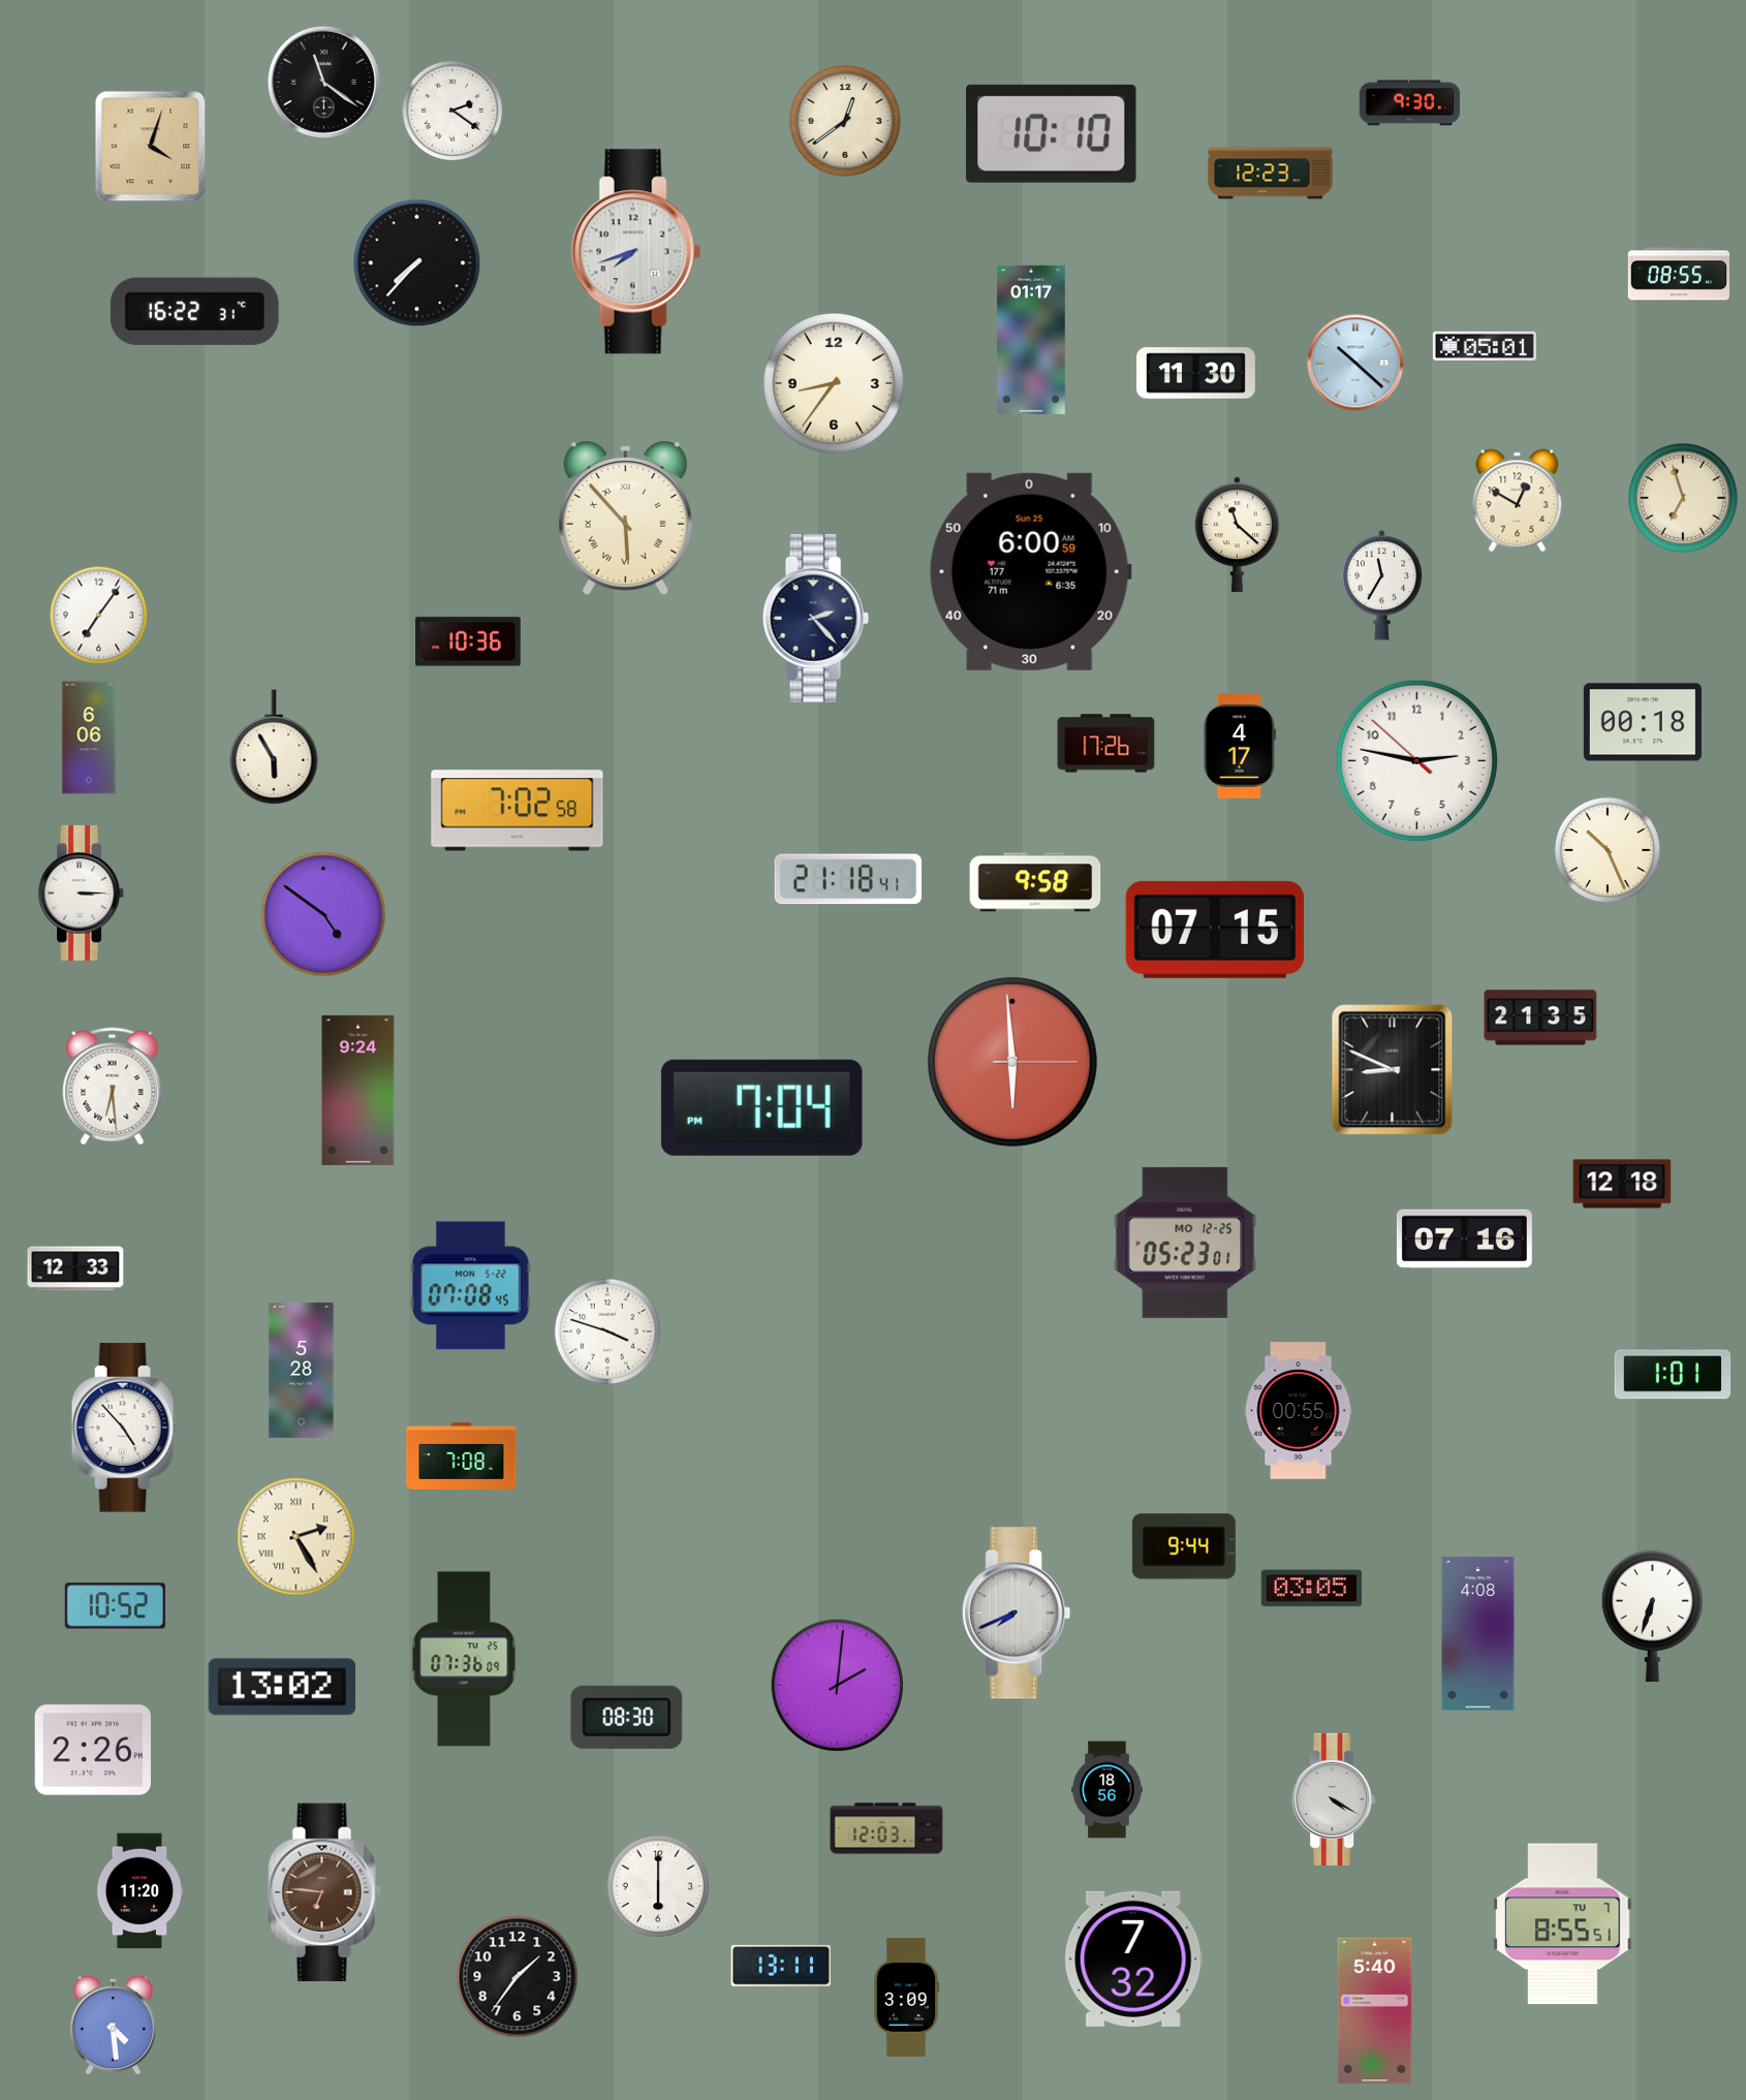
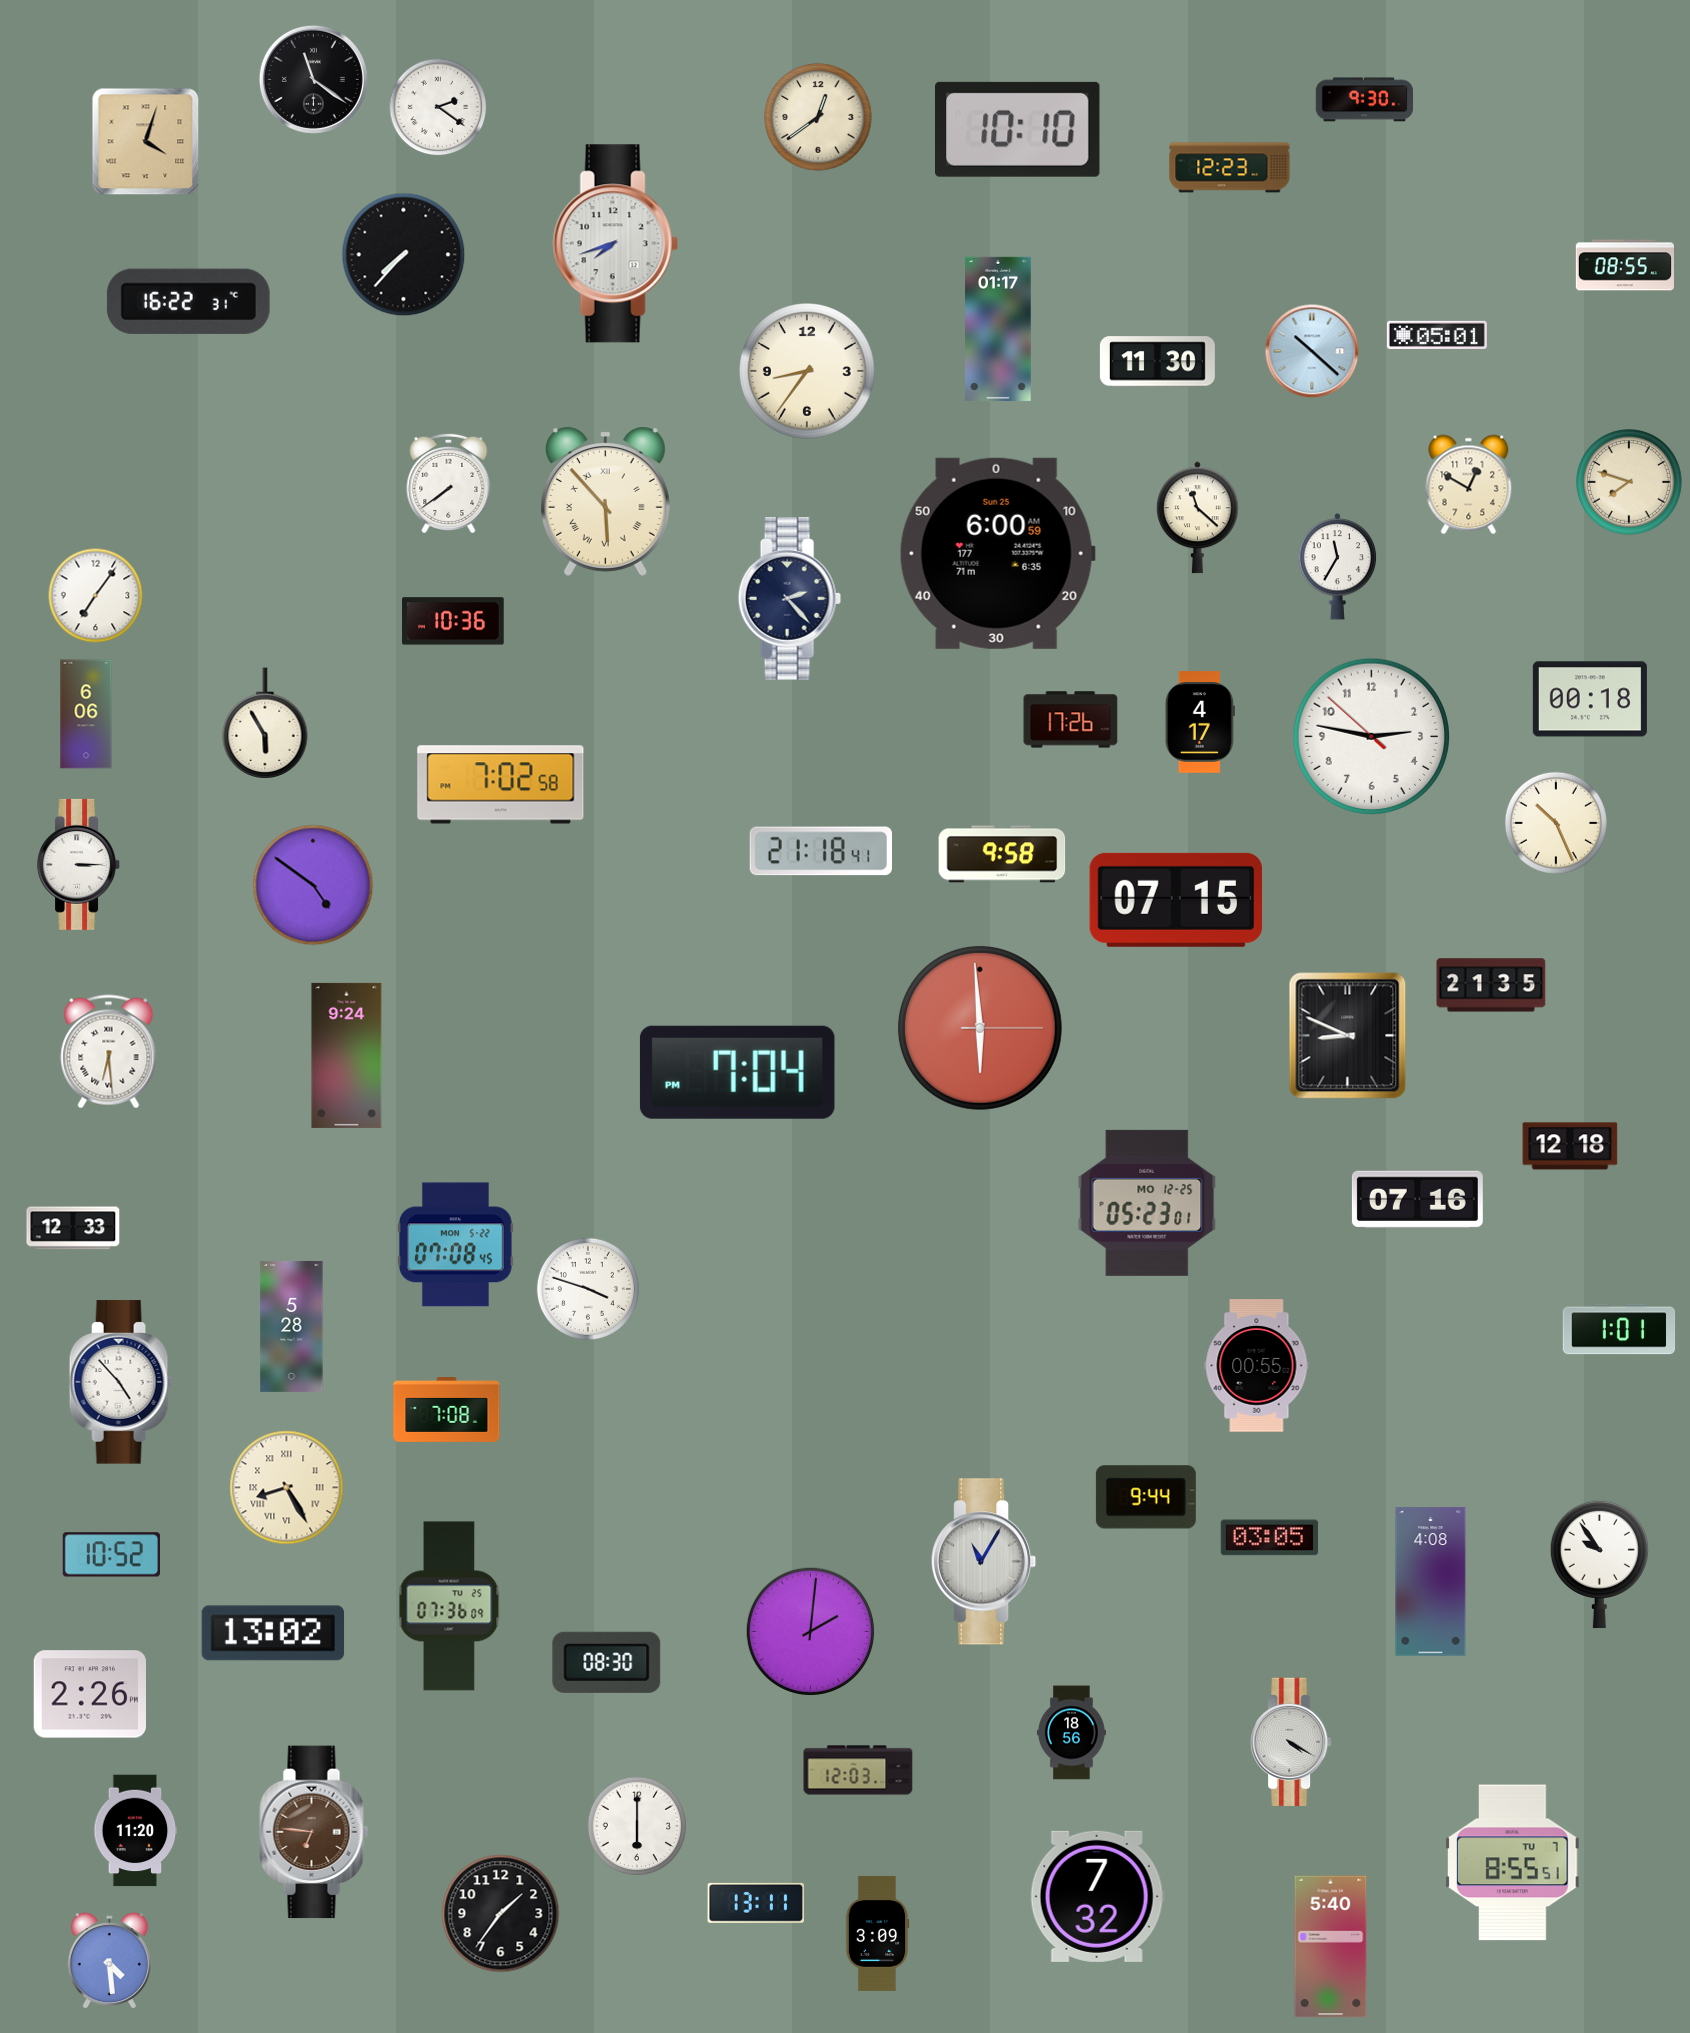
clock at (449, 483): none -> 7:39
clock at (1684, 499): 6:57 -> 7:48
clock at (297, 1537): 2:25 -> 8:25
clock at (1018, 1613): 7:41 -> 11:05
clock at (1652, 1616): 6:33 -> 9:54
